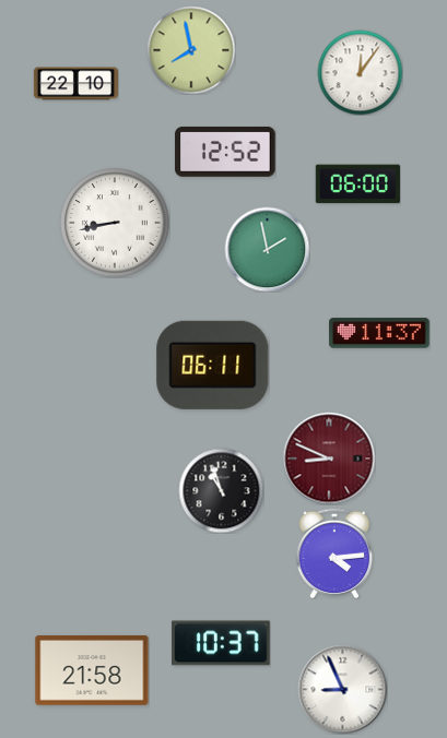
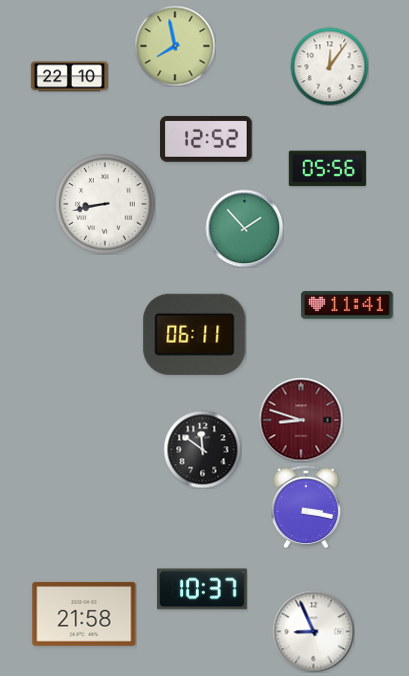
clock at (357, 184): 06:00 -> 05:56
clock at (267, 249): 1:58 -> 1:53
clock at (379, 333): 11:37 -> 11:41
clock at (329, 459): 8:49 -> 8:48
clock at (221, 490): 10:57 -> 11:51
clock at (334, 553): 4:14 -> 3:17
